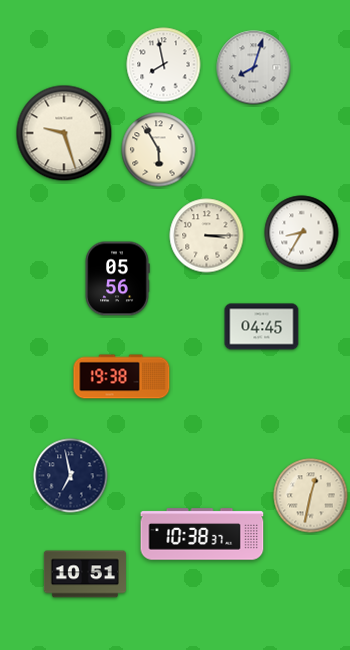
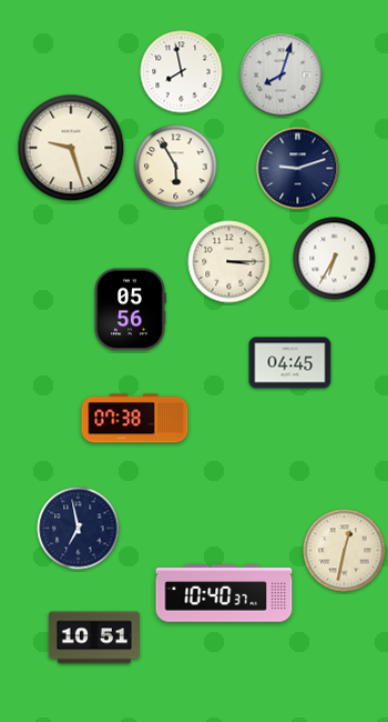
clock at (298, 169): none -> 9:12
clock at (302, 233): 8:35 -> 6:35
clock at (122, 377): 19:38 -> 07:38
clock at (202, 534): 10:38 -> 10:40
